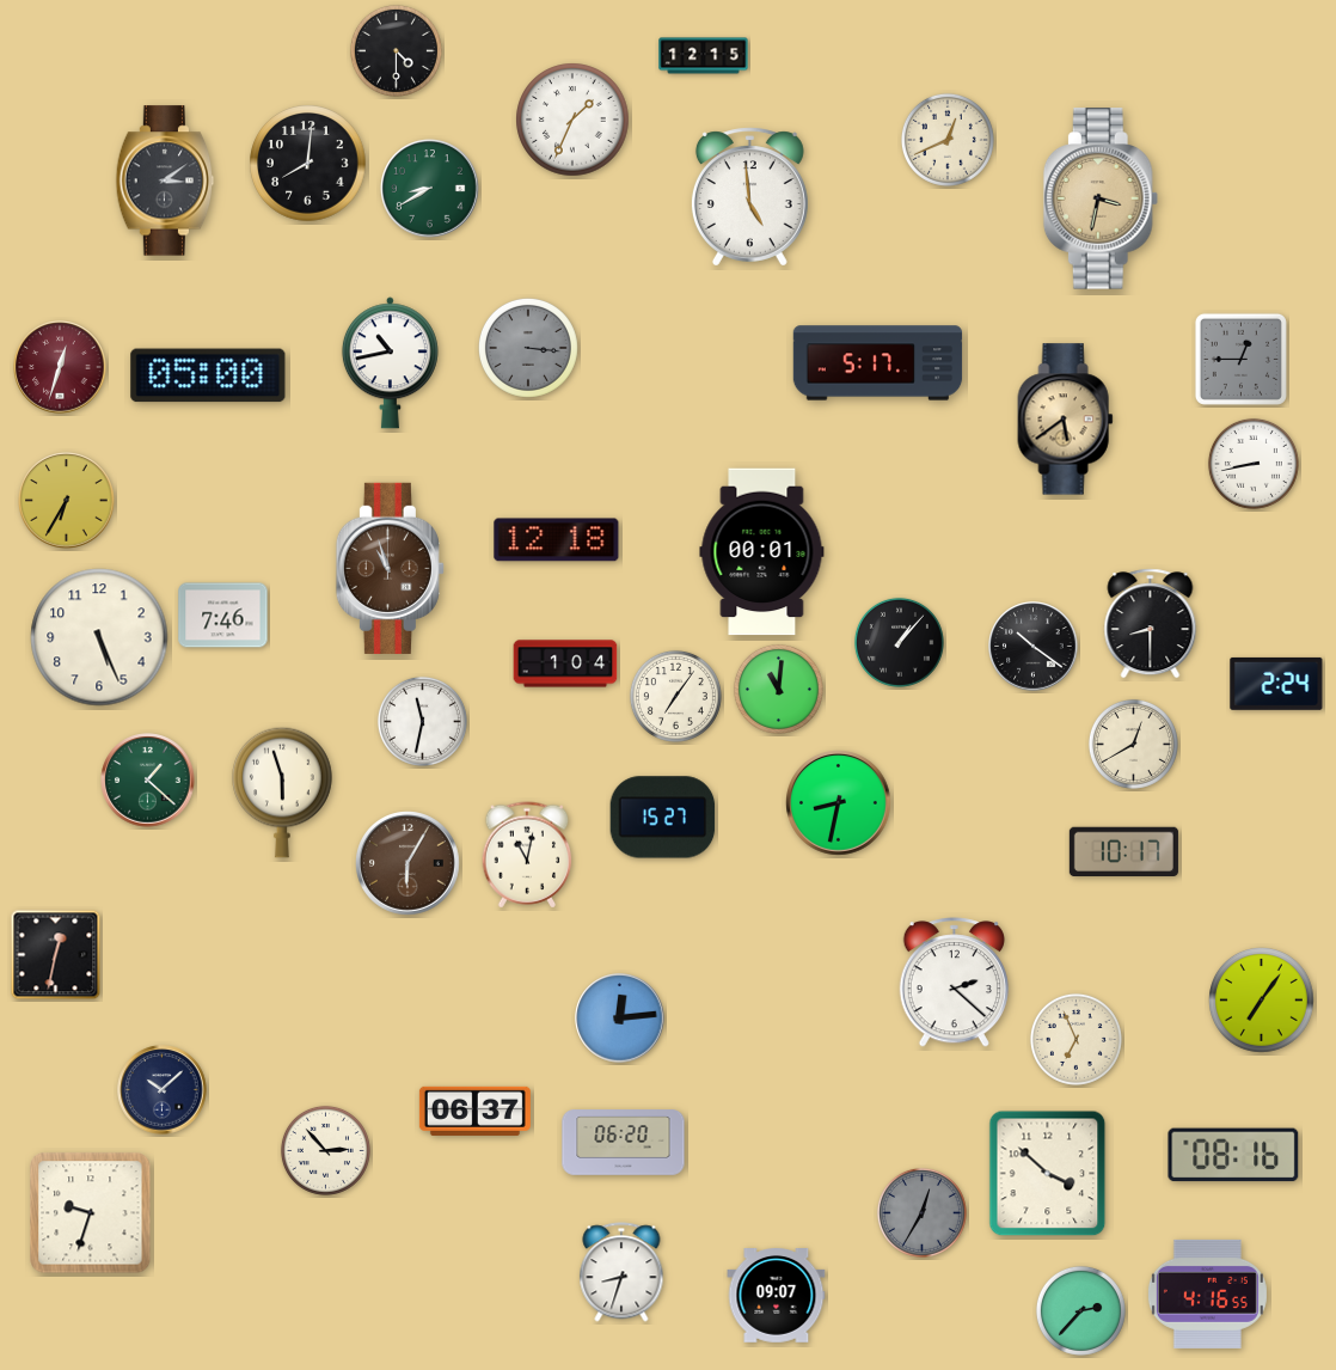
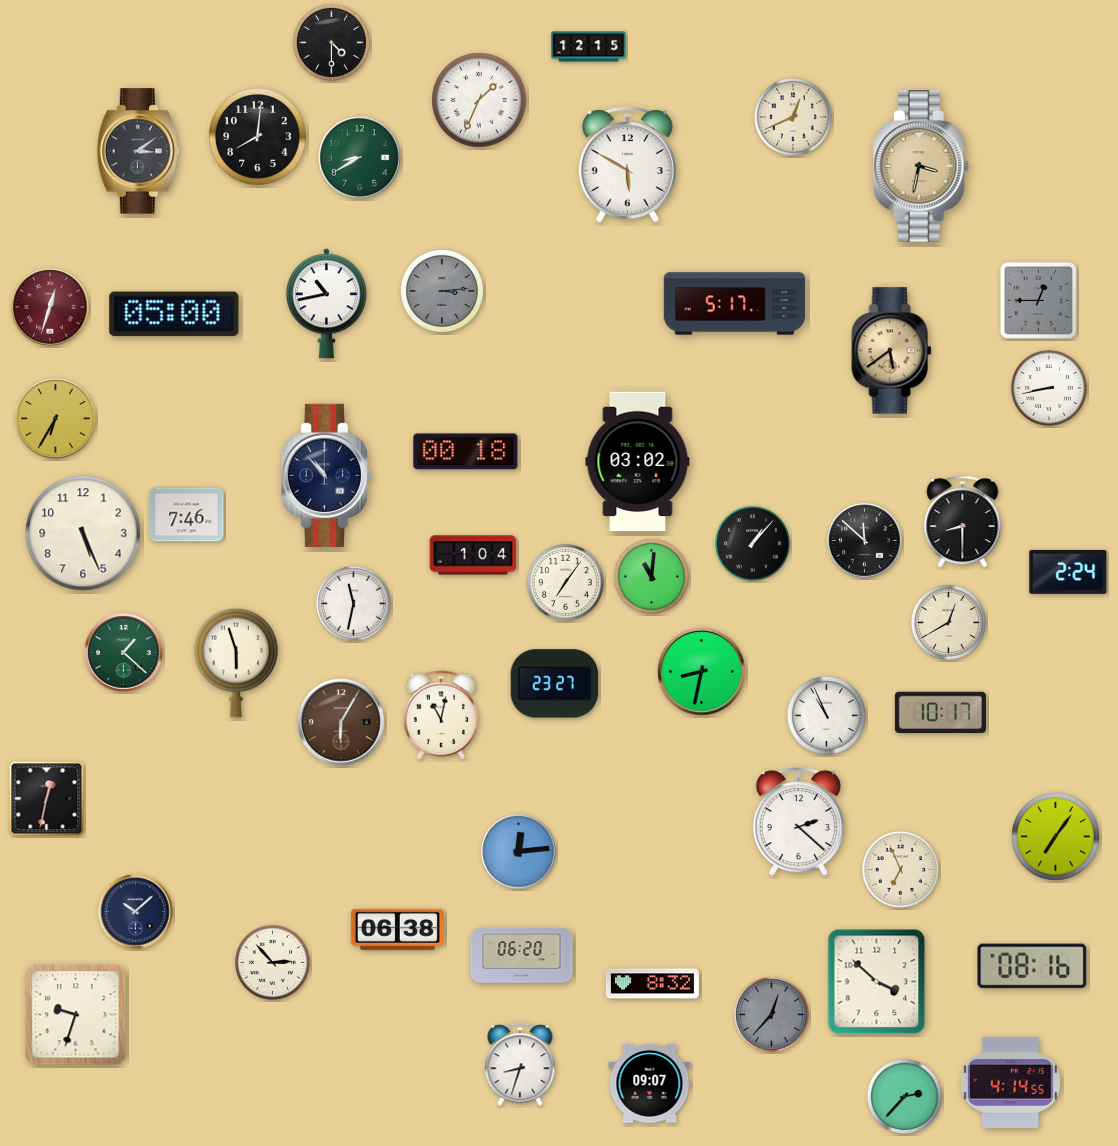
clock at (749, 197): 4:59 -> 5:50
clock at (528, 348): 3:16 -> 3:14
clock at (557, 540): 12:18 -> 00:18
clock at (762, 552): 00:01 -> 03:02
clock at (390, 568): 10:57 -> 10:53
clock at (390, 568) dial: brown -> navy
clock at (899, 642) position: (899, 642) -> (752, 543)
clock at (1034, 647): 10:21 -> 11:52
clock at (663, 818): 15:27 -> 23:27
clock at (826, 715): none -> 10:56
clock at (474, 1111): 06:37 -> 06:38
clock at (652, 984): none -> 8:32
clock at (921, 1212): 12:35 -> 12:37
clock at (1207, 1293): 4:16 -> 4:14
